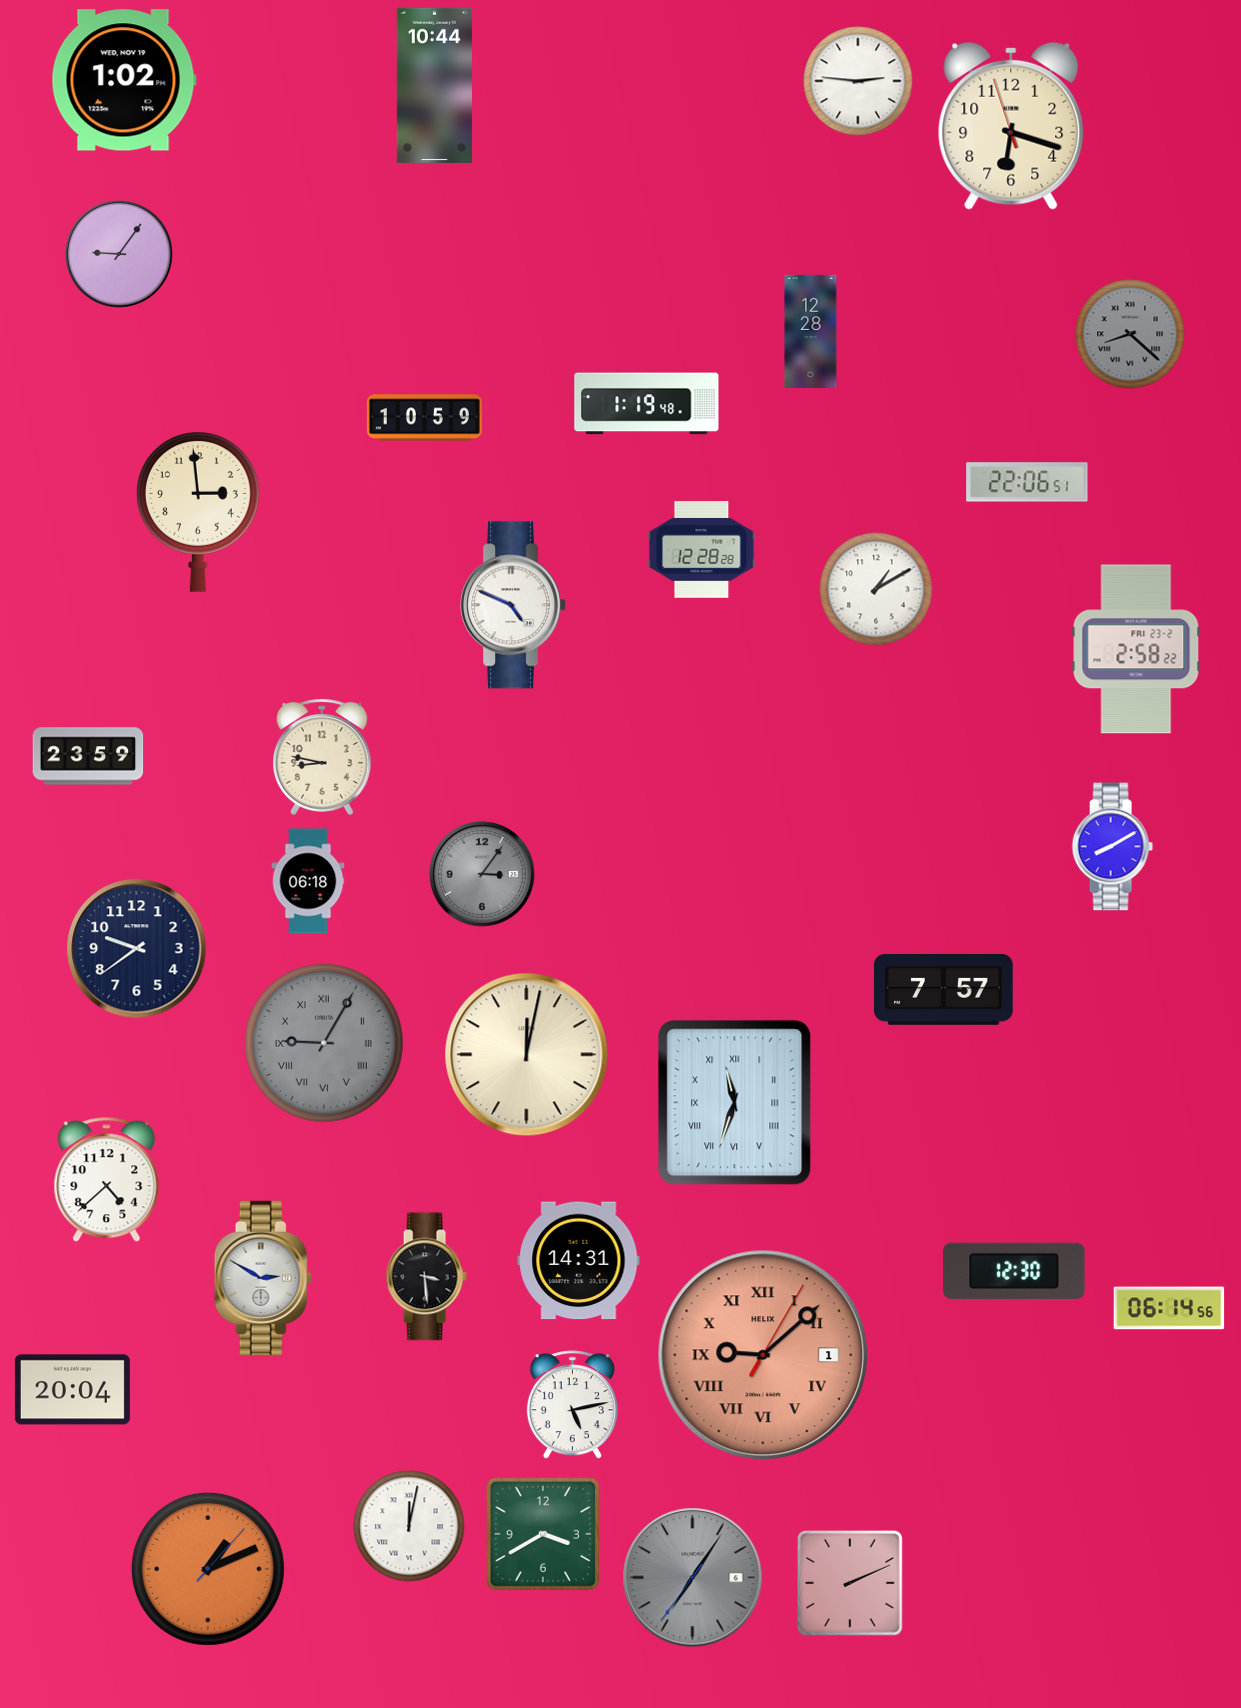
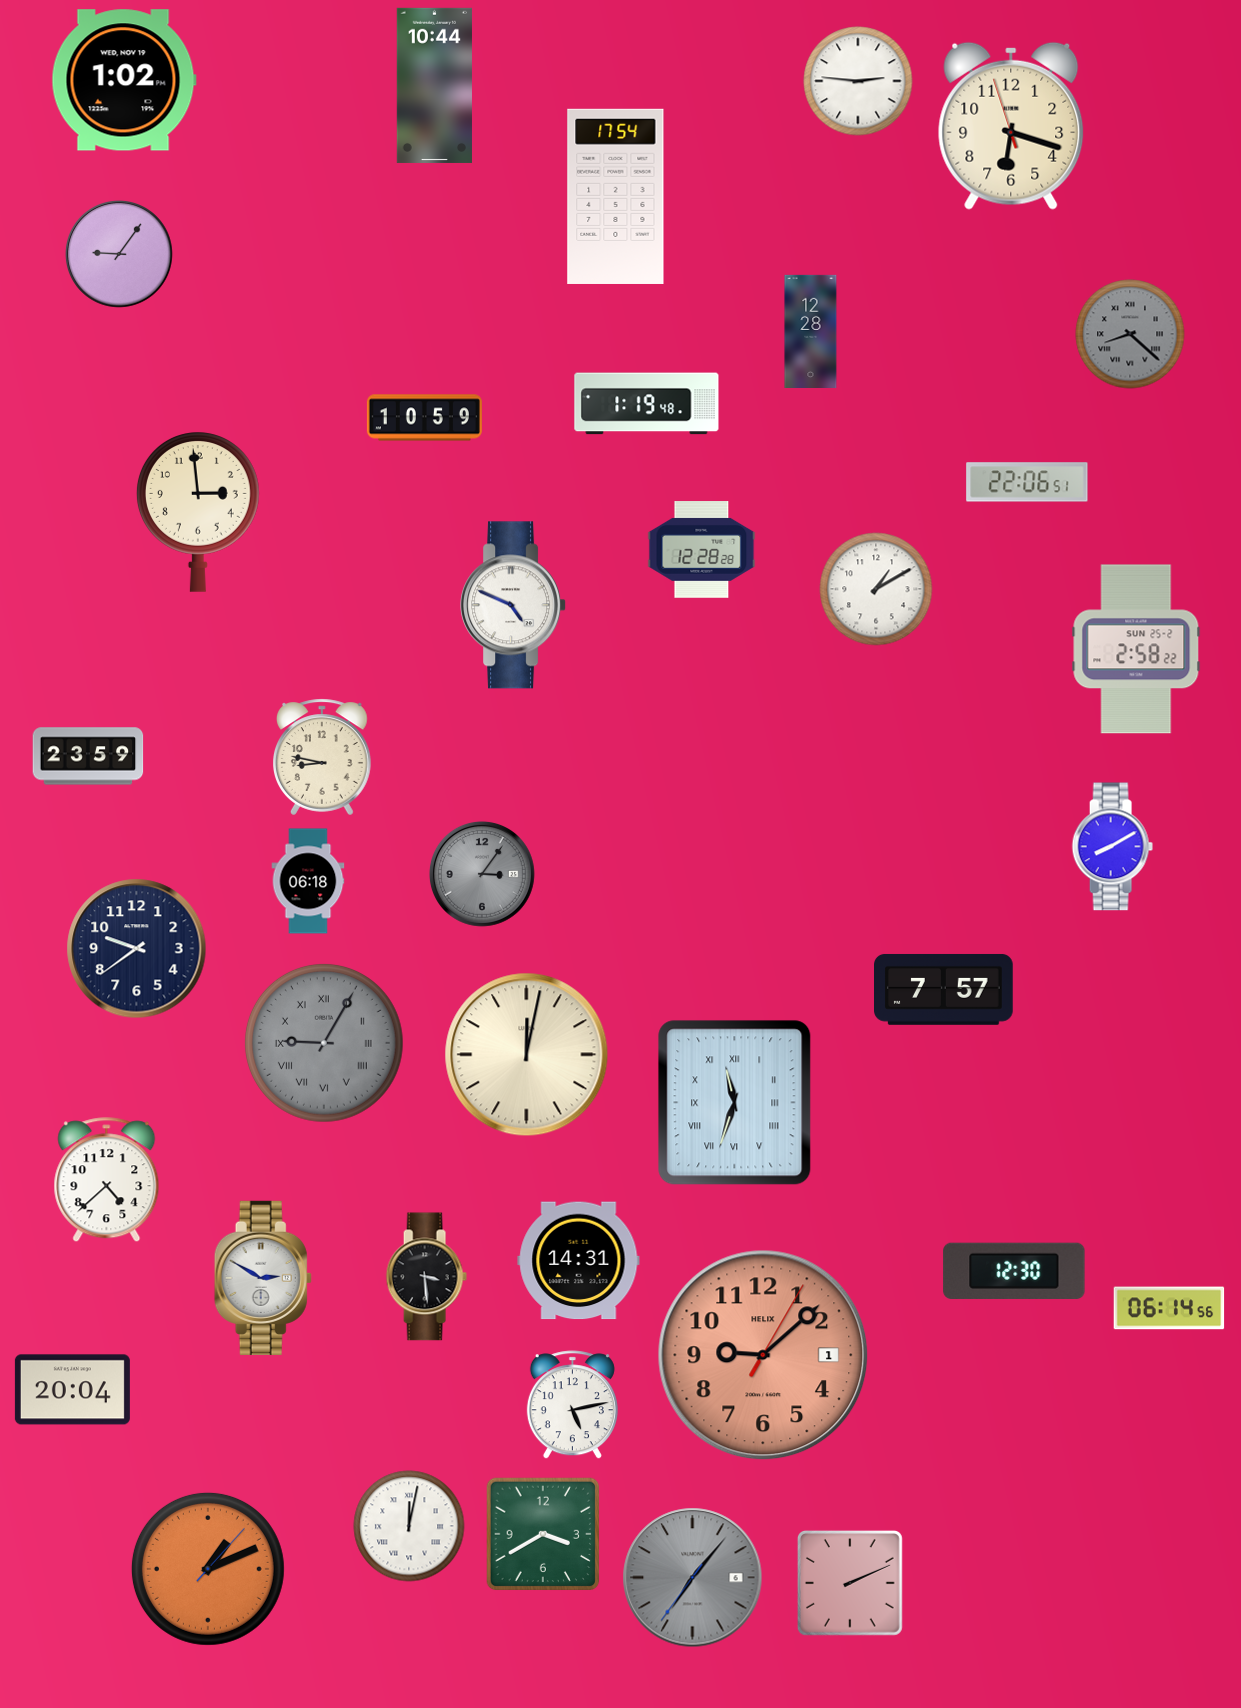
clock at (616, 196): none -> 17:54
clock at (1136, 649) date: FRI 23-2 -> SUN 25-2
clock at (763, 1355) numerals: Roman -> Arabic
clock at (693, 1578): 7:05 -> 7:06
